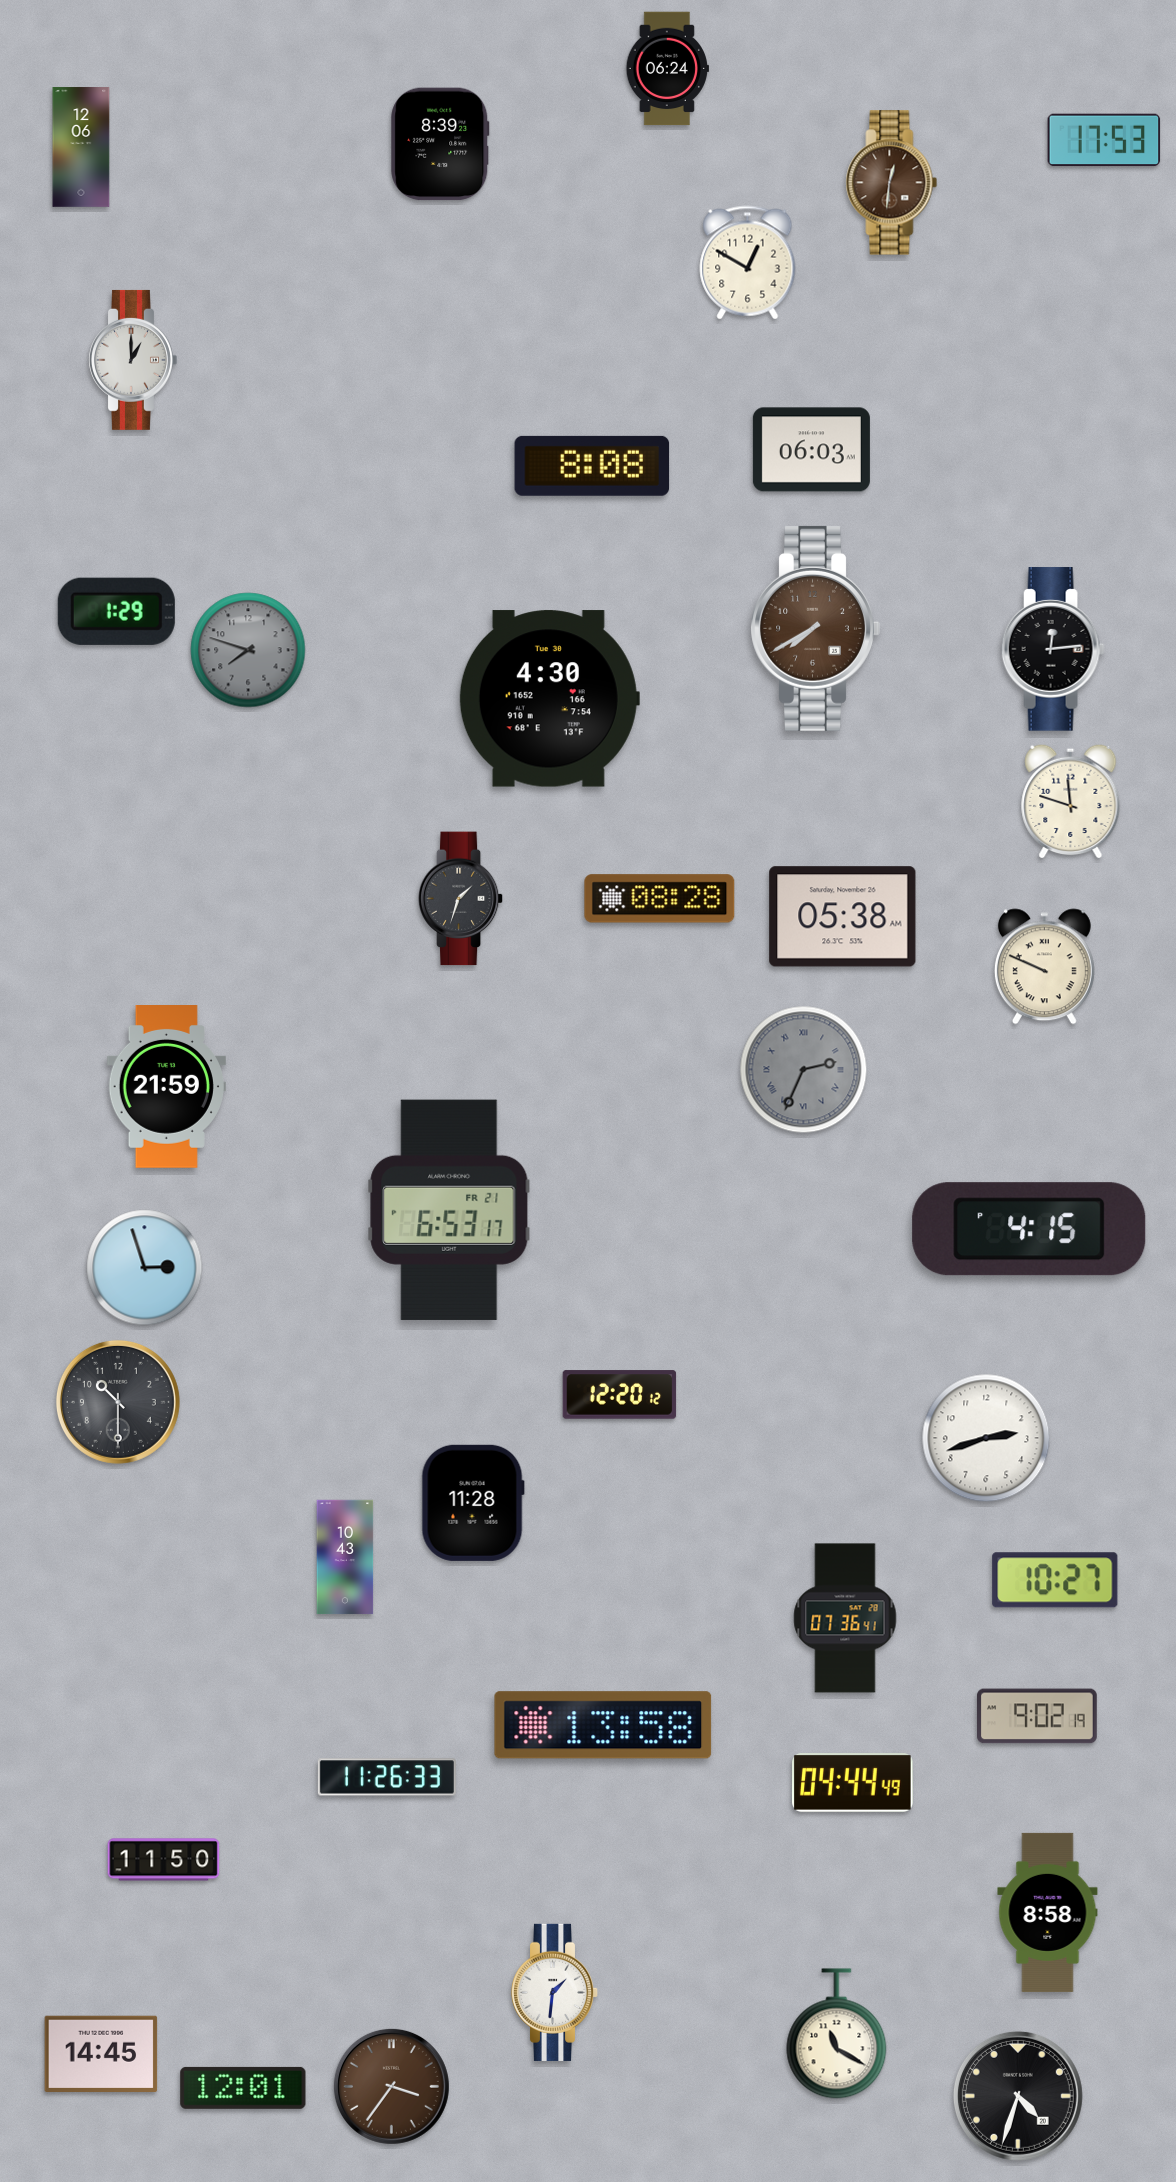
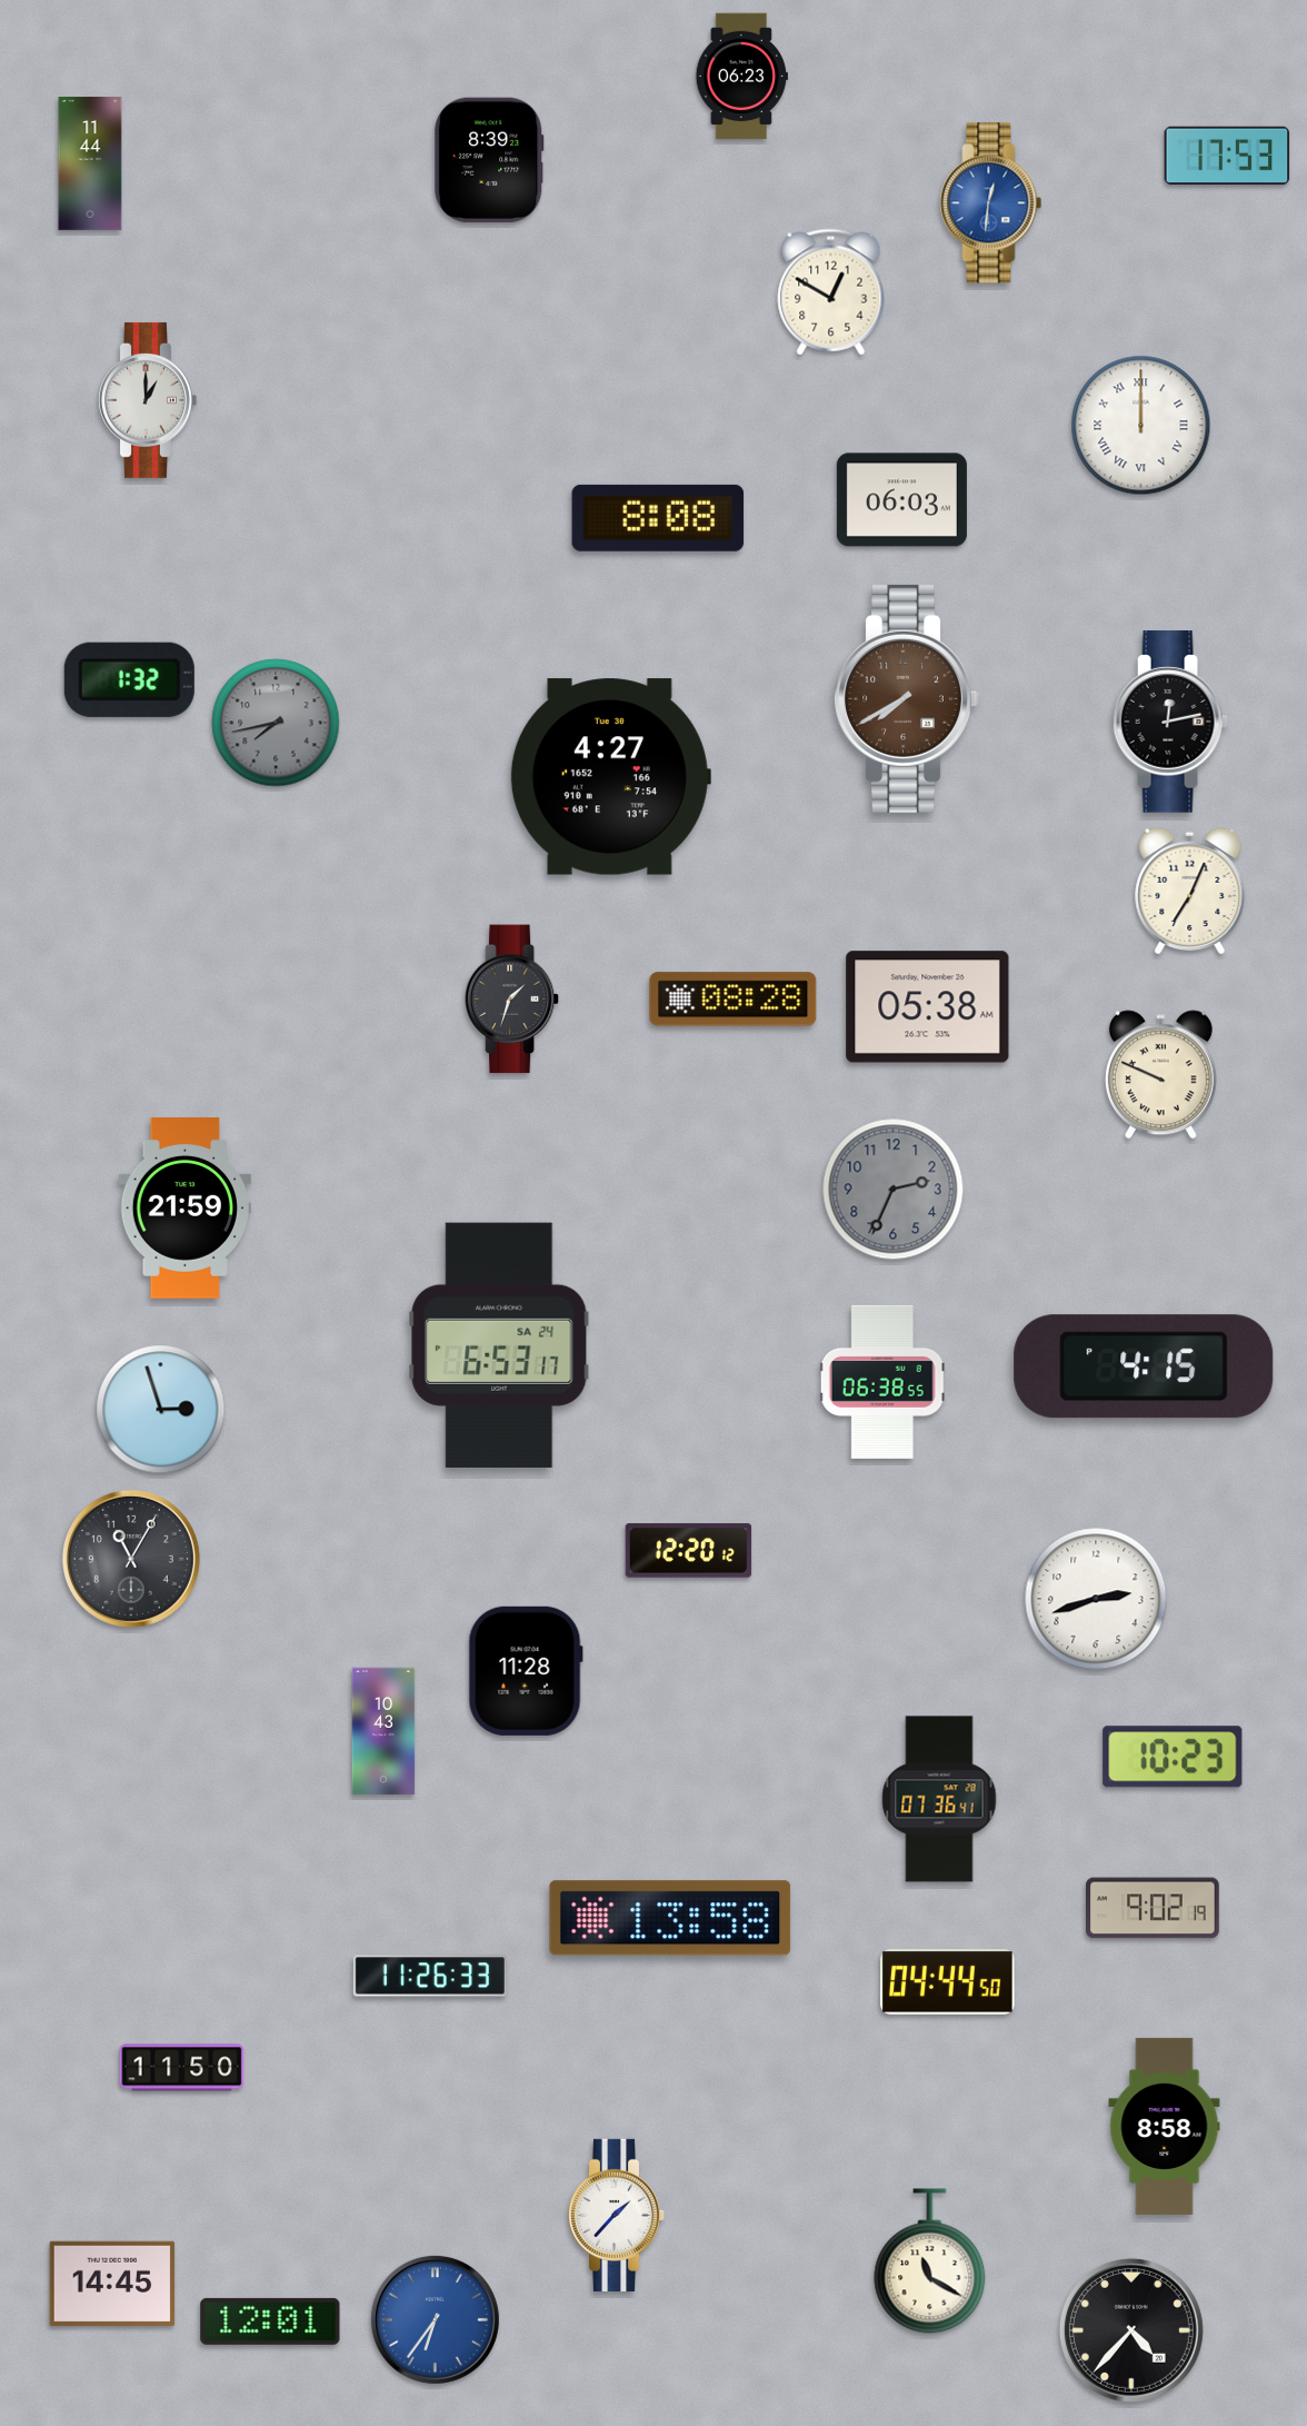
clock at (667, 69): 06:24 -> 06:23
clock at (81, 147): 12:06 -> 11:44
clock at (892, 183) dial: brown -> blue
clock at (1141, 426): none -> 12:00
clock at (116, 611): 1:29 -> 1:32
clock at (1053, 649): 12:14 -> 12:13
clock at (248, 650): 7:48 -> 7:43
clock at (549, 699): 4:30 -> 4:27
clock at (1071, 801): 11:48 -> 7:04
clock at (843, 917) position: (843, 917) -> (928, 1007)
clock at (804, 1070) numerals: Roman -> Arabic
clock at (449, 1210) date: FR 21 -> SA 24
clock at (882, 1382): none -> 06:38
clock at (118, 1402): 10:30 -> 11:05
clock at (1055, 1580): 10:27 -> 10:23
clock at (853, 1783): 04:44:49 -> 04:44:50
clock at (555, 1992): 1:31 -> 1:37
clock at (391, 2086): 3:36 -> 6:36
clock at (391, 2086) dial: brown -> blue
clock at (1018, 2096): 4:33 -> 4:37
